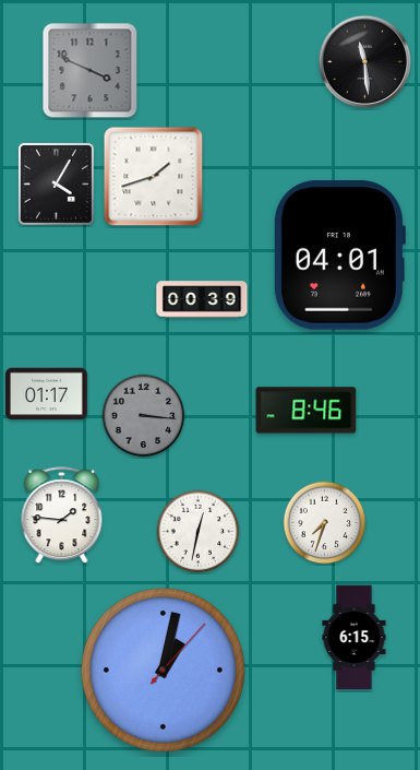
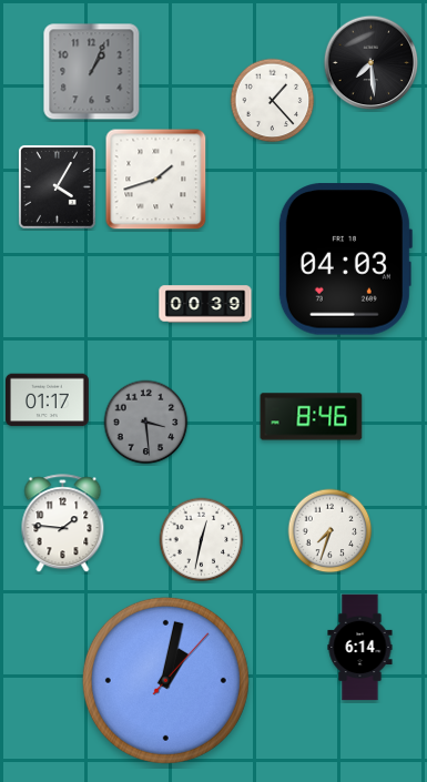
clock at (365, 62): 11:29 -> 7:29
clock at (91, 71): 3:49 -> 1:04
clock at (273, 101): none -> 1:23
clock at (339, 256): 04:01 -> 04:03
clock at (144, 416): 3:16 -> 3:29
clock at (355, 638): 6:15 -> 6:14
